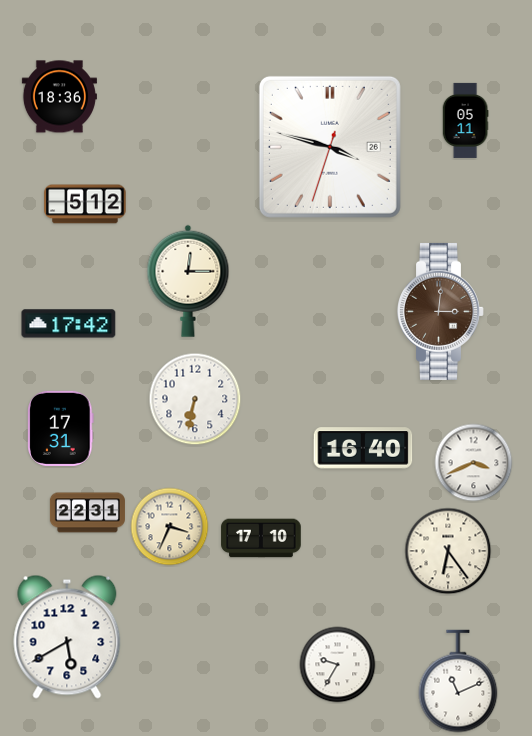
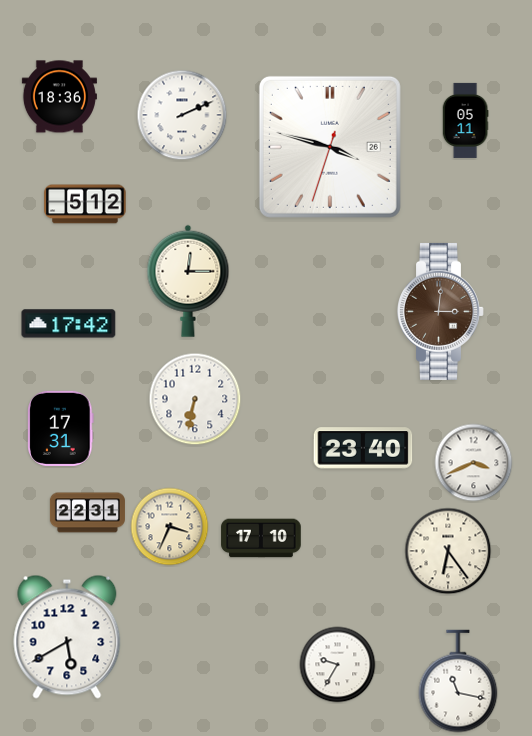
clock at (182, 115): none -> 2:11
clock at (363, 448): 16:40 -> 23:40
clock at (458, 681): 11:11 -> 11:17
